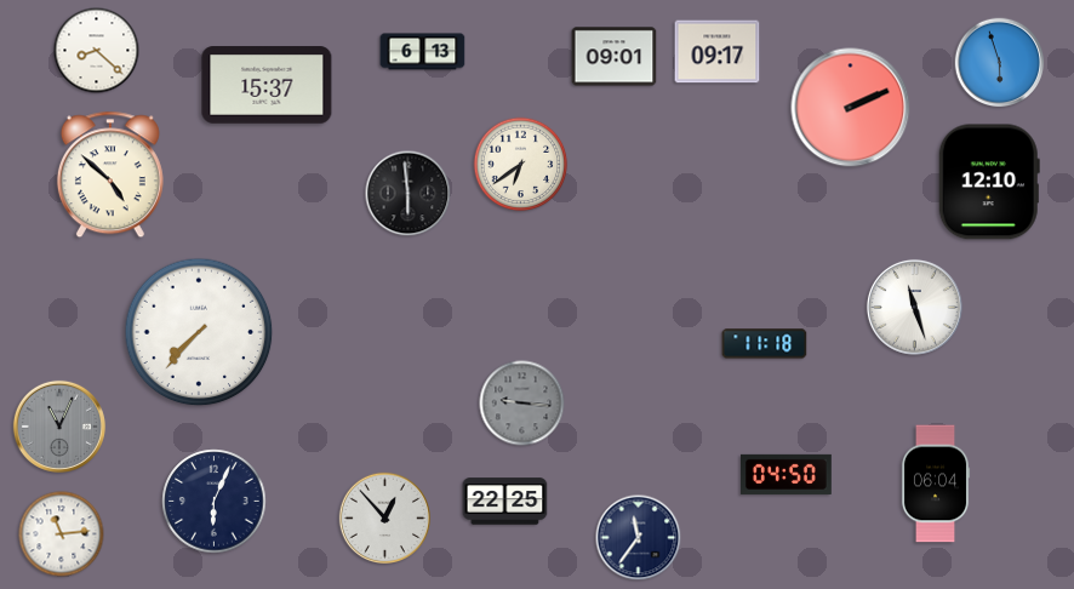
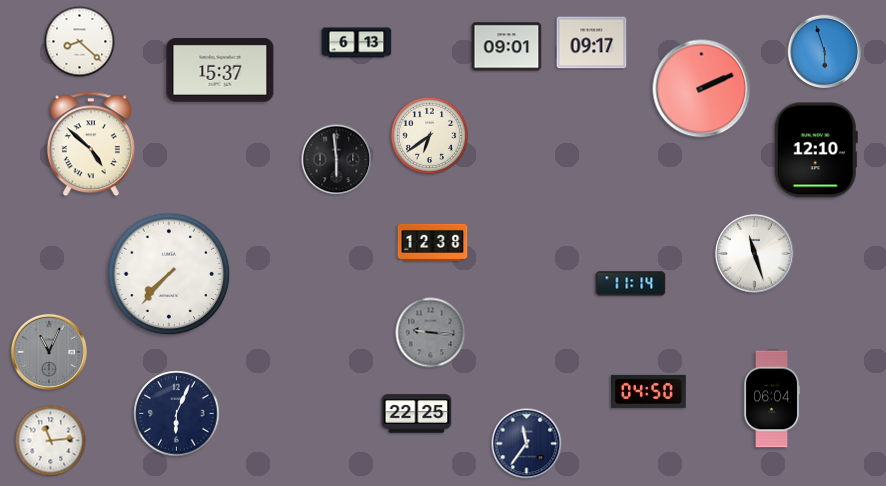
clock at (423, 52) position: (423, 52) -> (357, 43)
clock at (433, 242): none -> 12:38
clock at (199, 332) position: (199, 332) -> (169, 274)
clock at (765, 344): 11:18 -> 11:14
clock at (384, 517): 12:53 -> none
